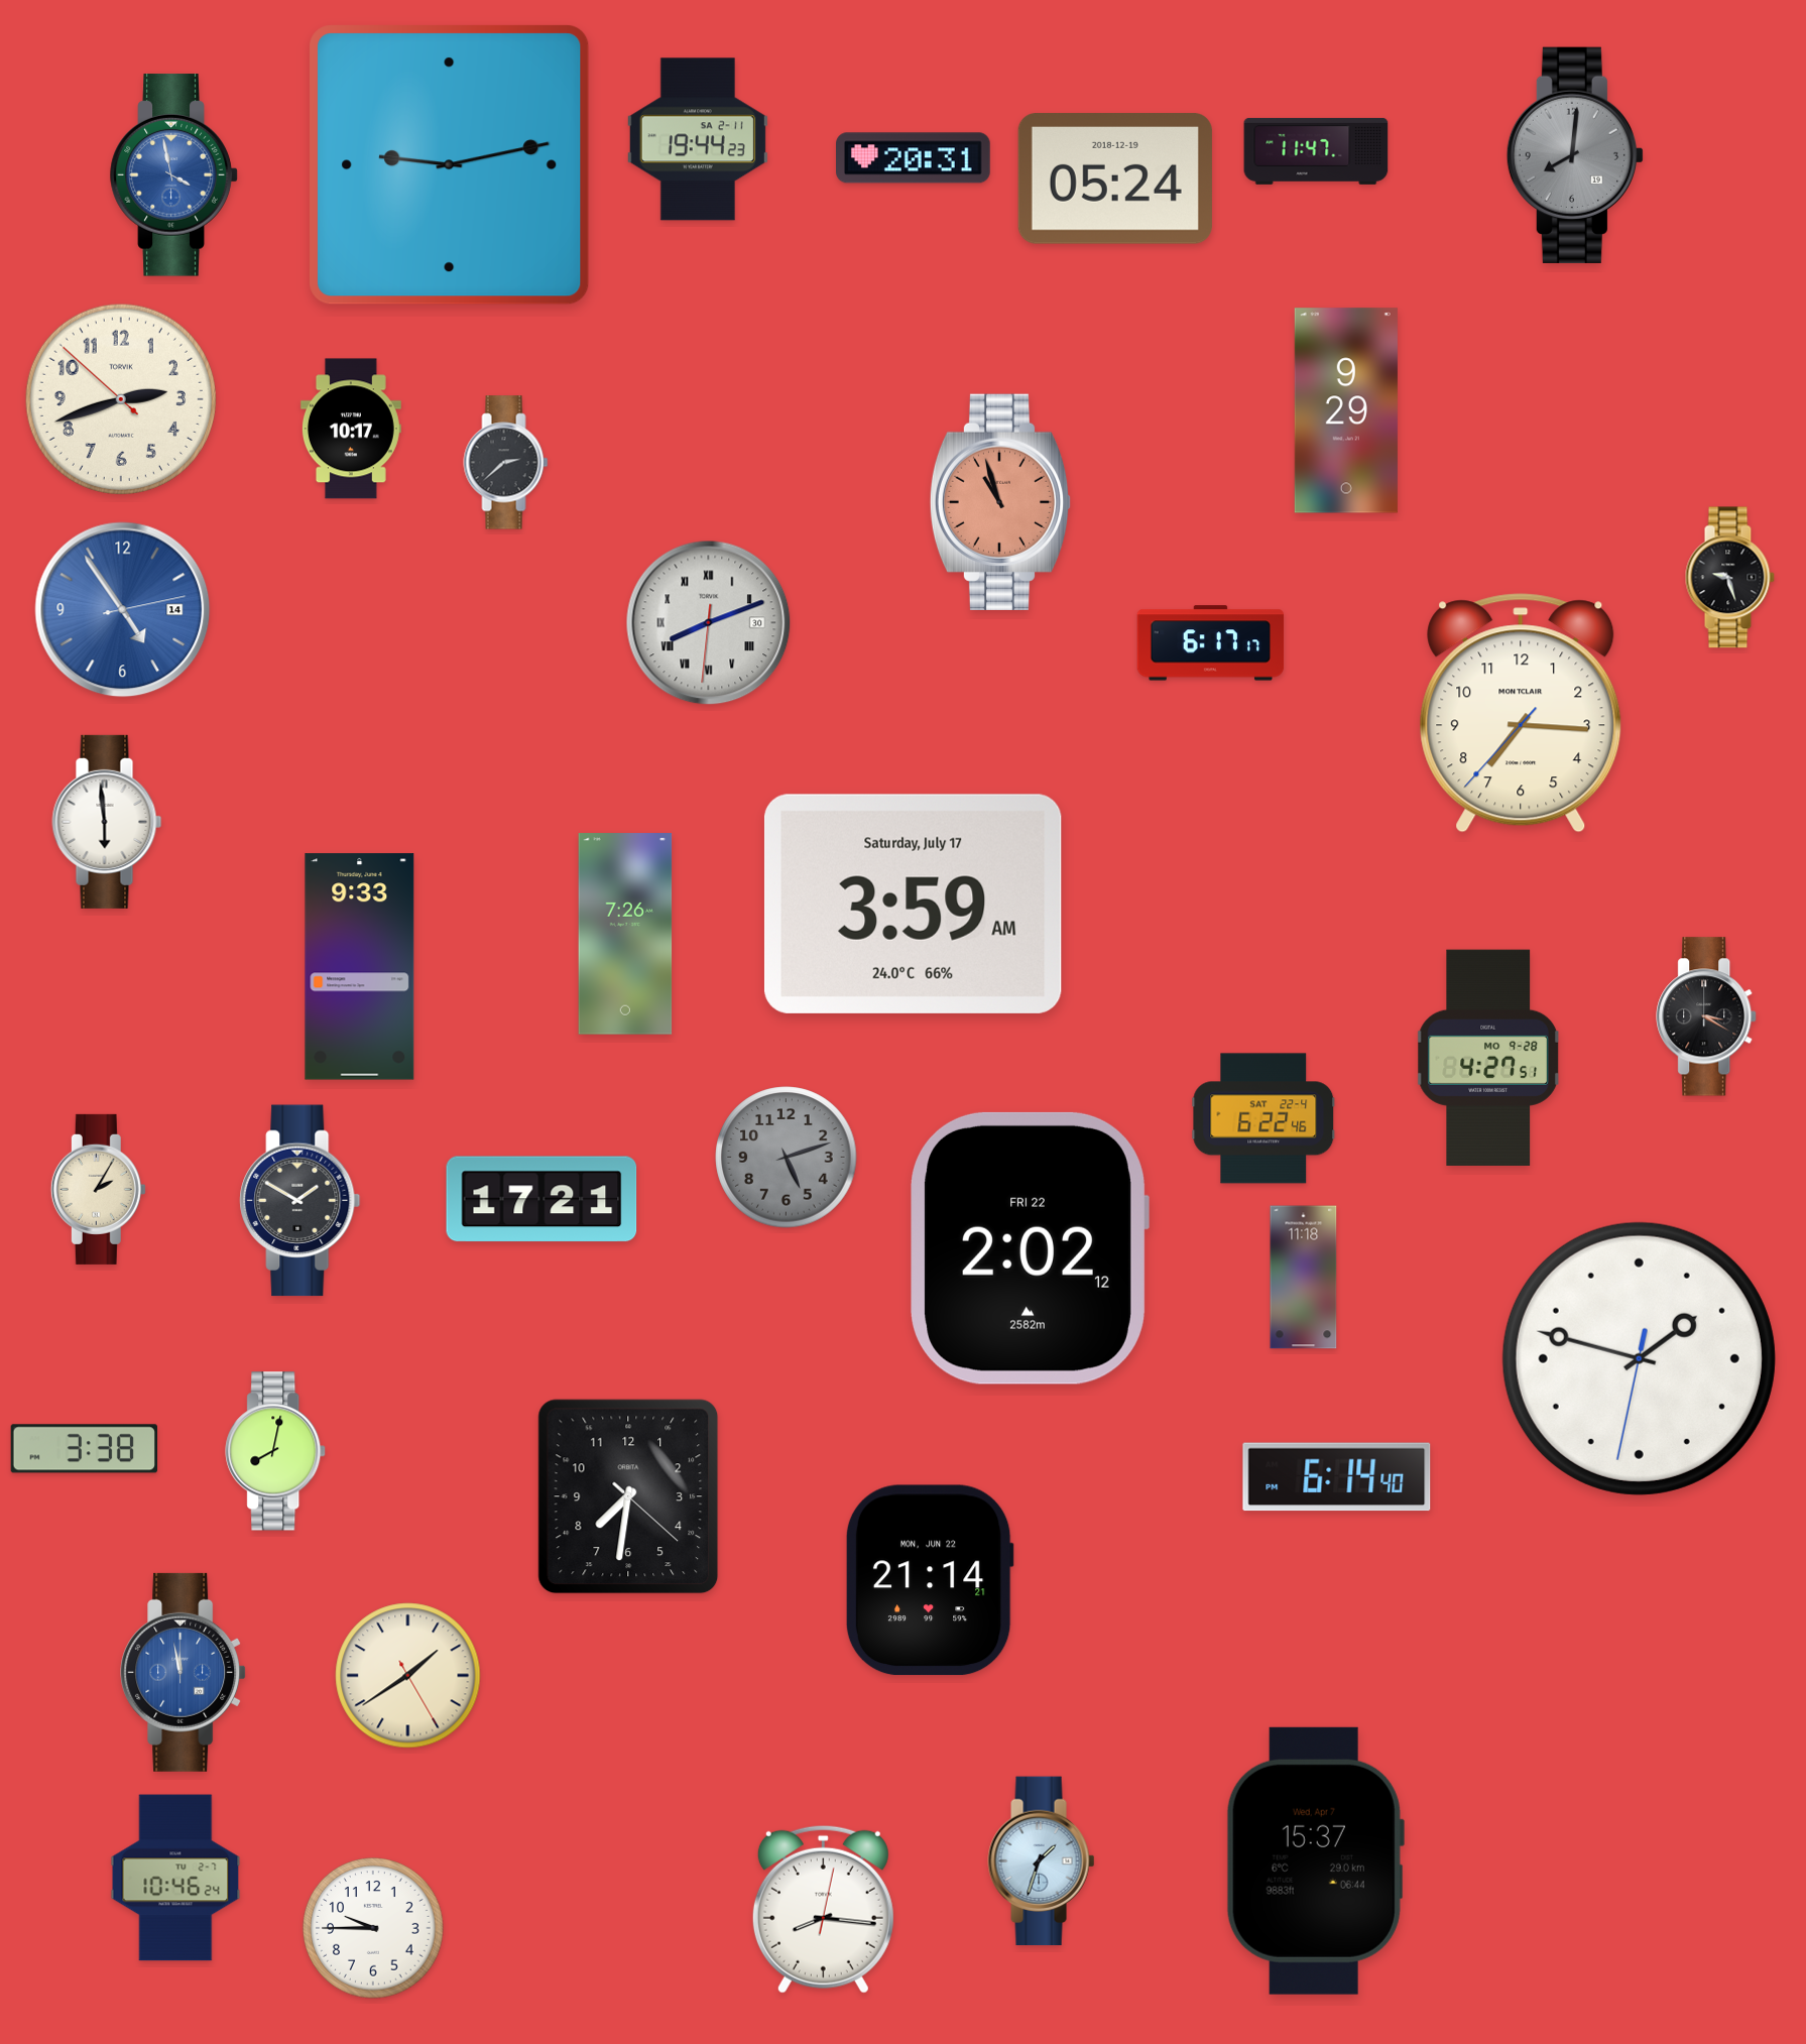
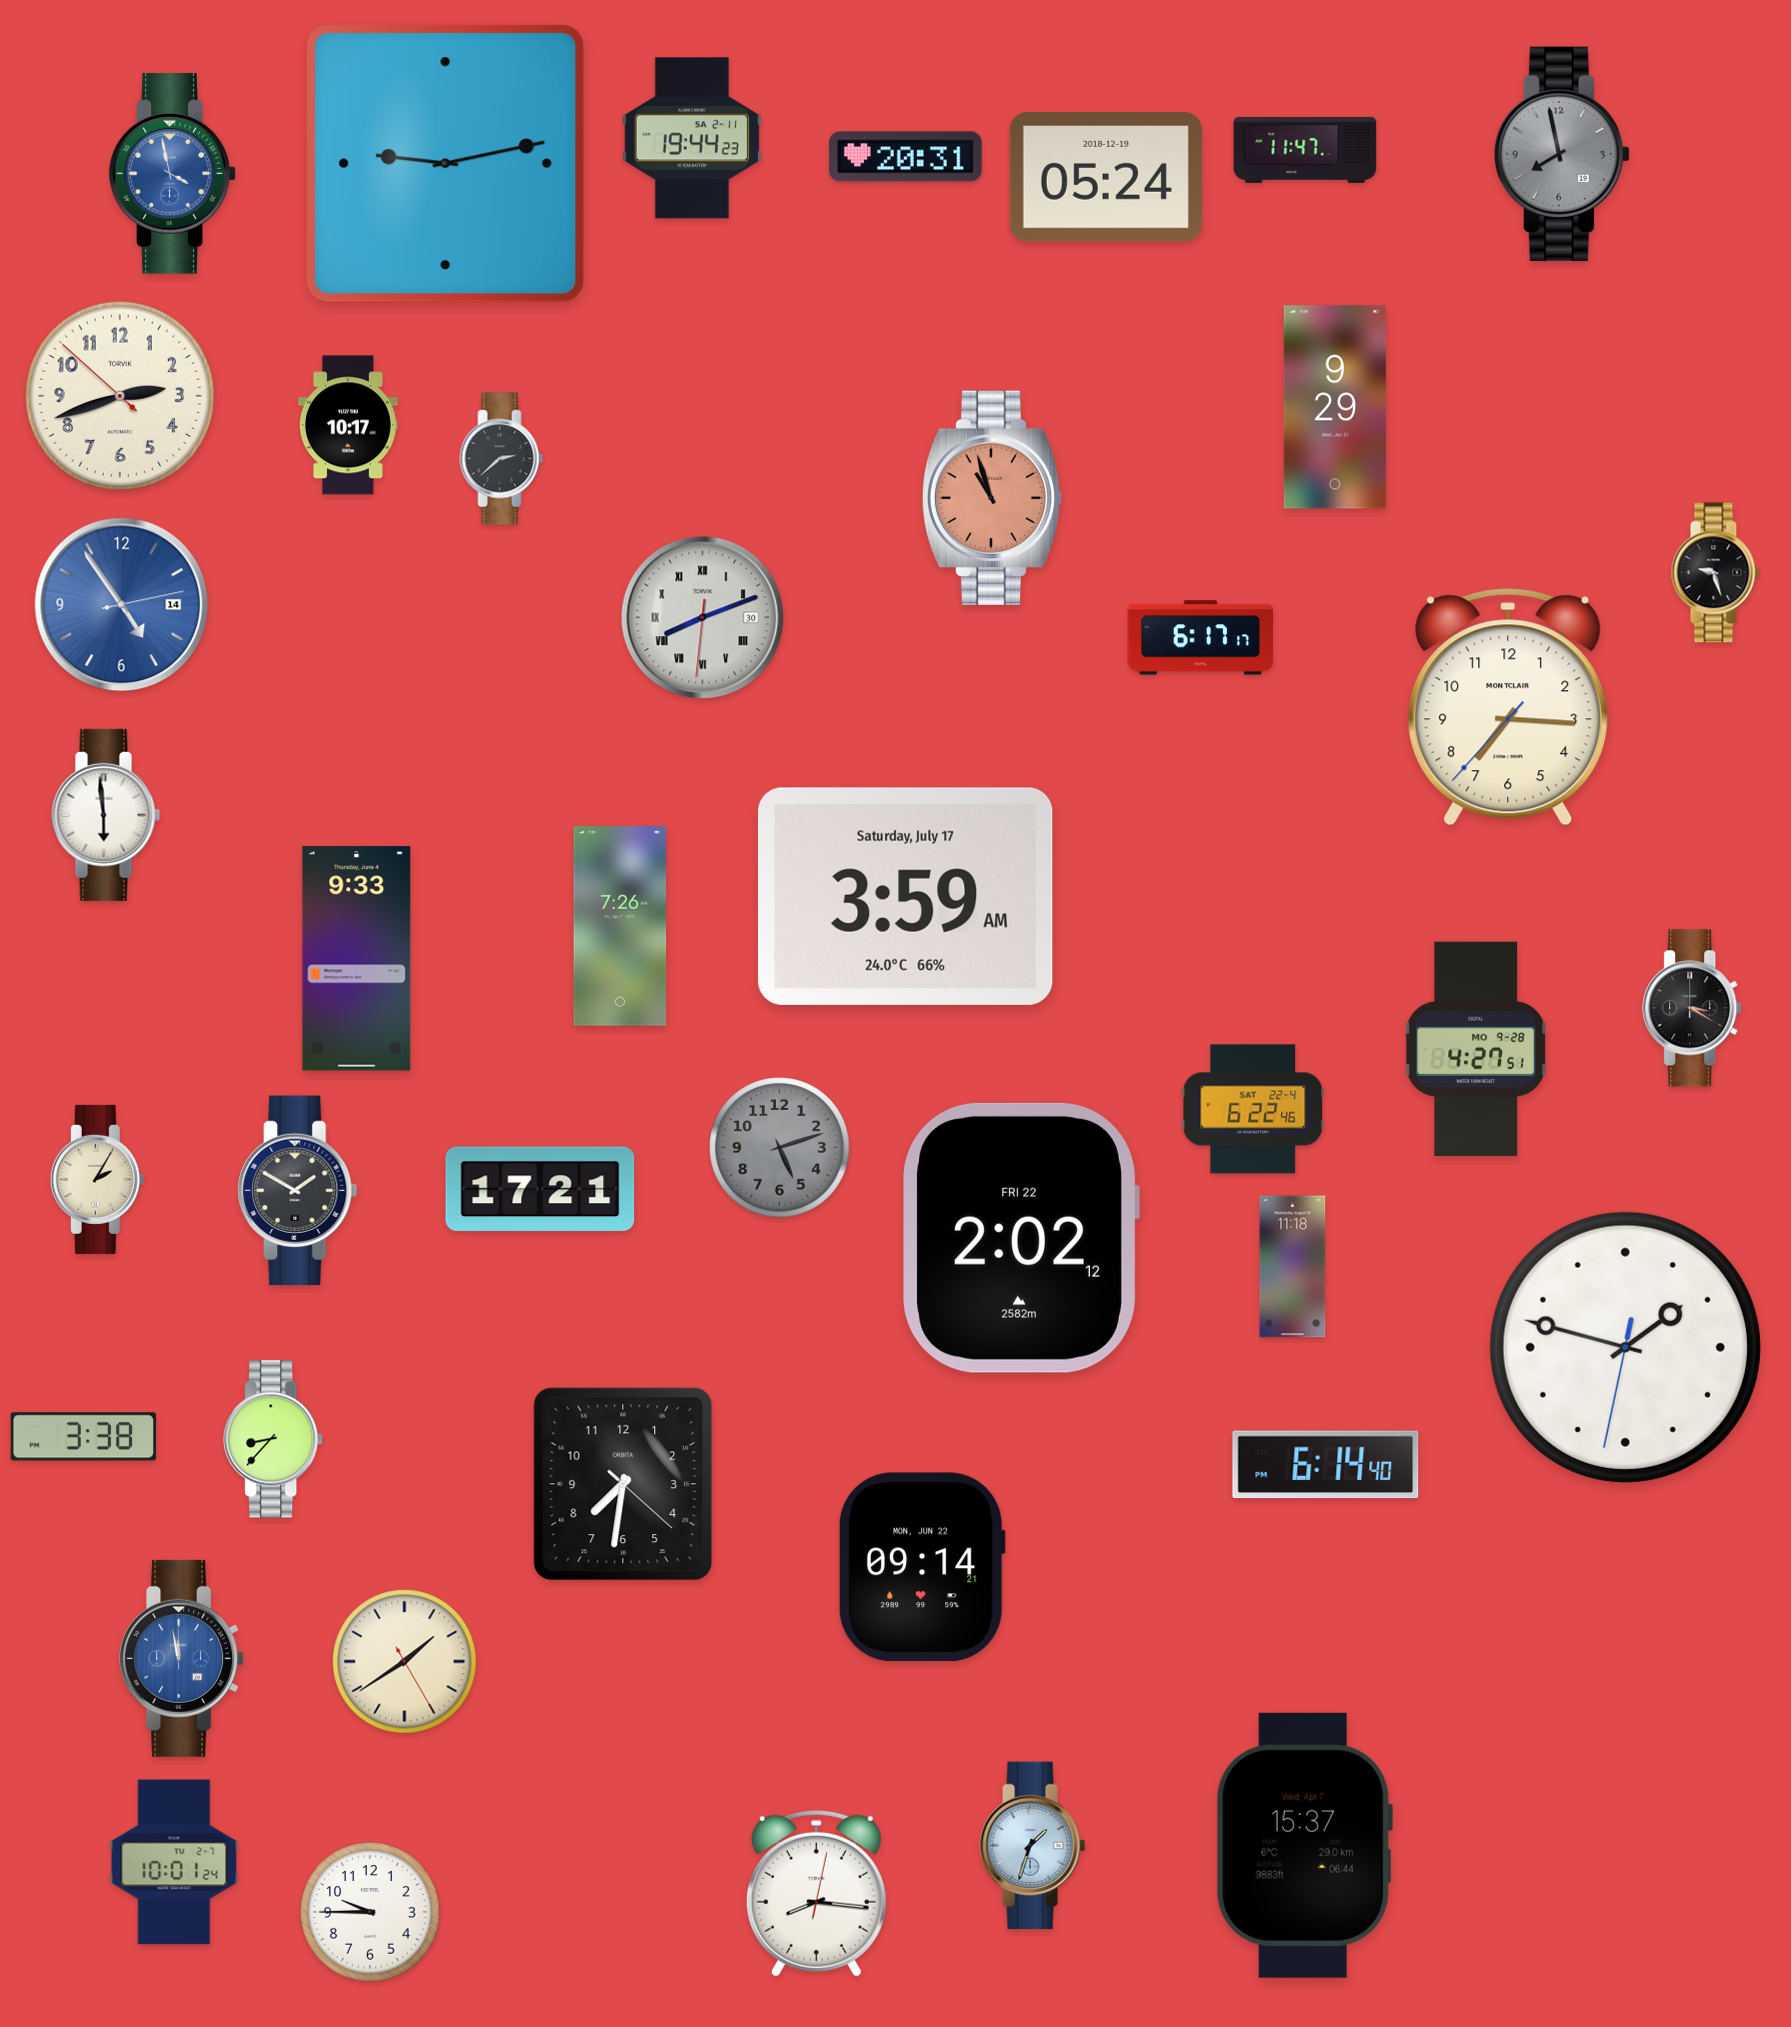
clock at (1575, 155): 8:01 -> 7:58
clock at (541, 1199) position: (541, 1199) -> (540, 1189)
clock at (276, 1451): 8:02 -> 8:37
clock at (930, 1580): 21:14 -> 09:14
clock at (175, 1878): 10:46 -> 10:01
